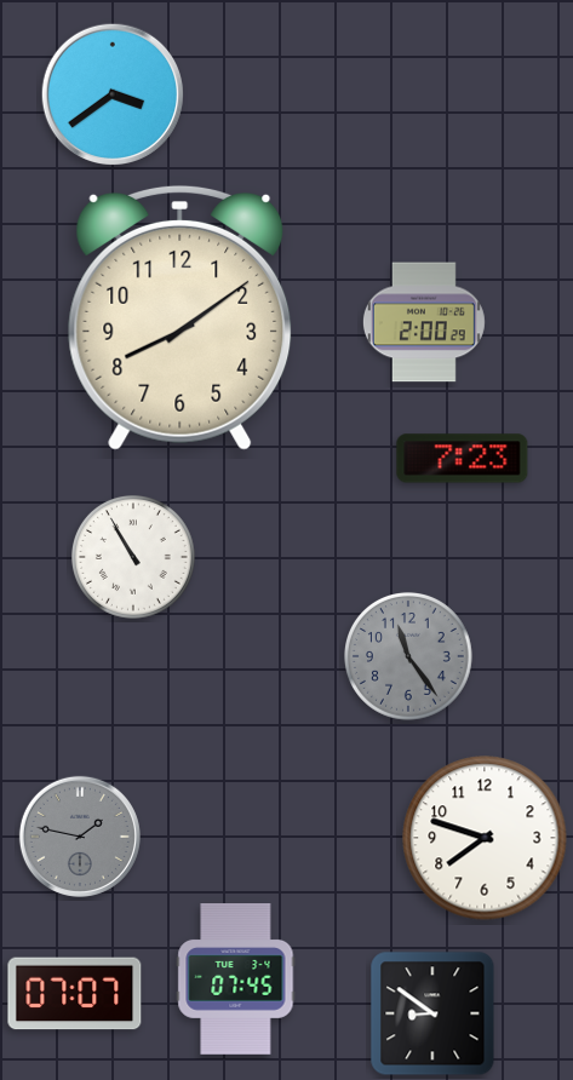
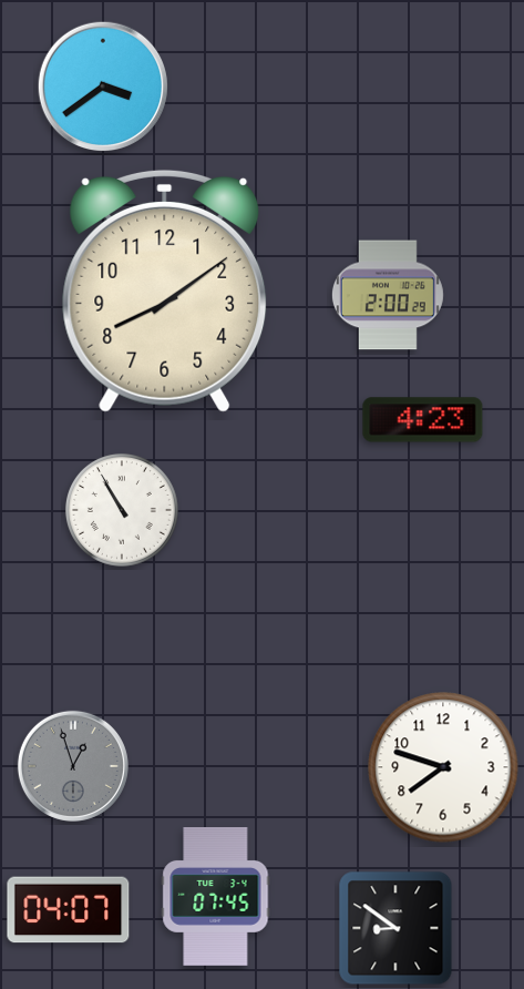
clock at (463, 459): 7:23 -> 4:23
clock at (409, 657): 11:24 -> none
clock at (80, 837): 1:47 -> 12:57
clock at (75, 994): 07:07 -> 04:07
